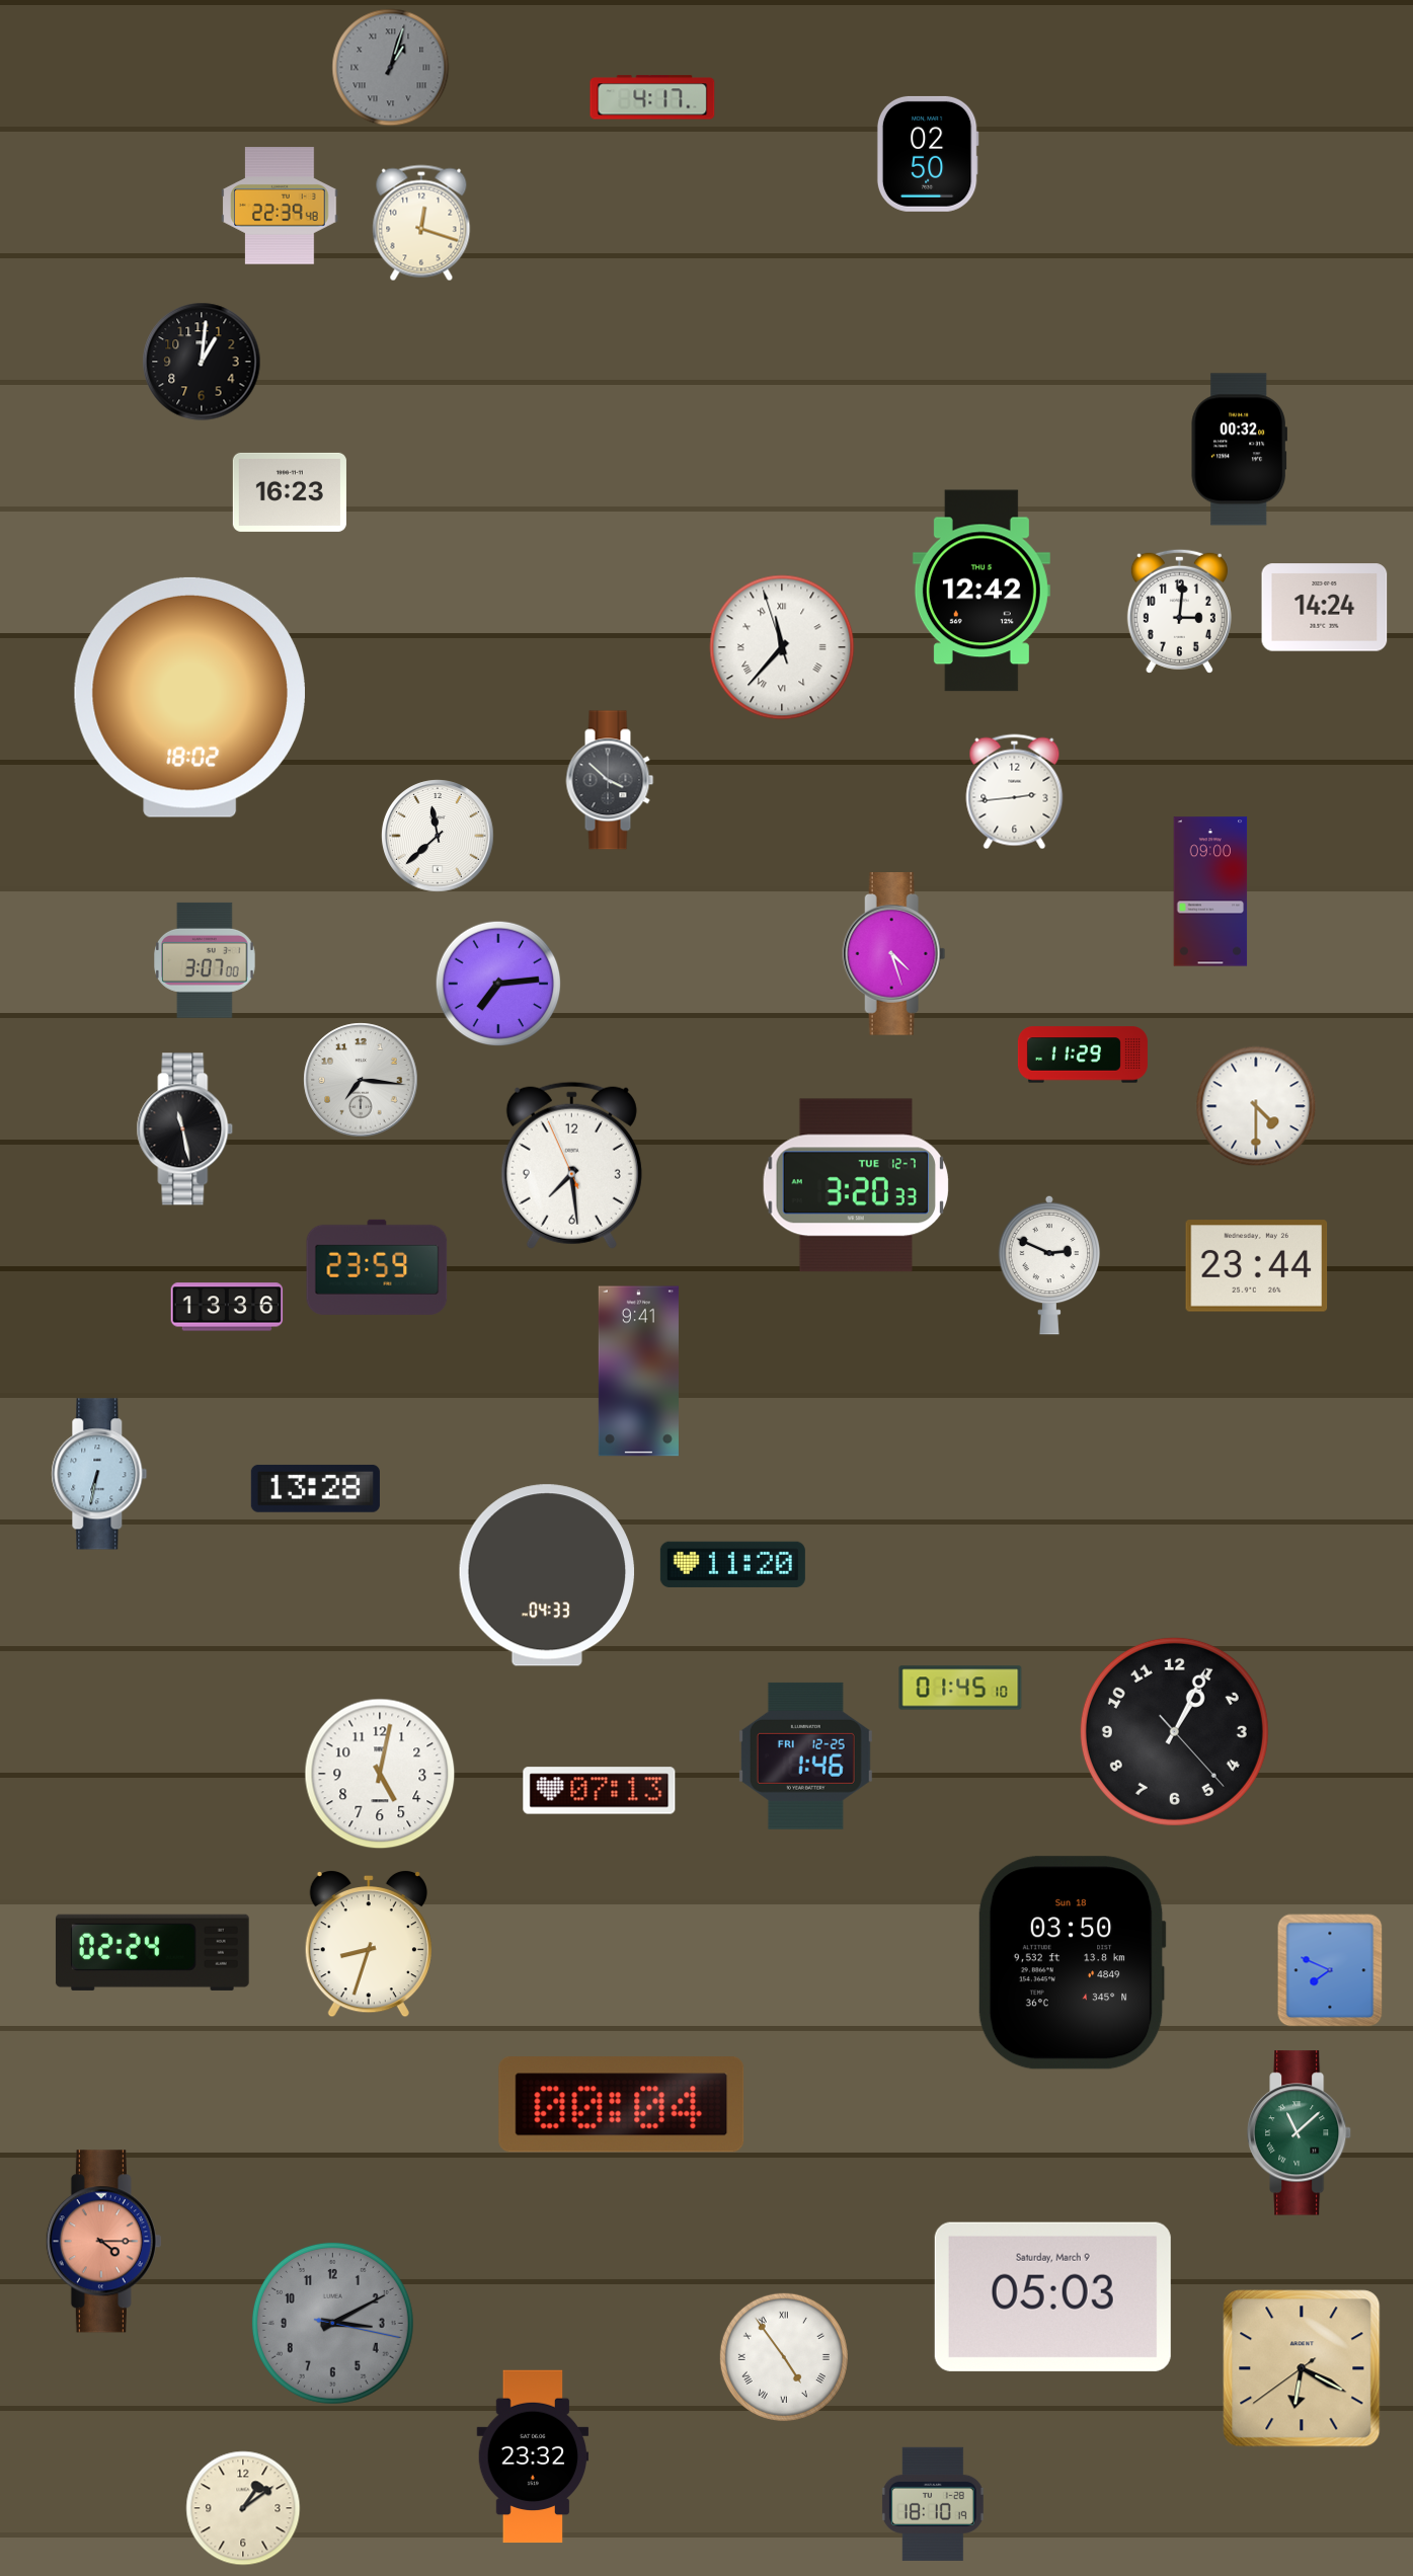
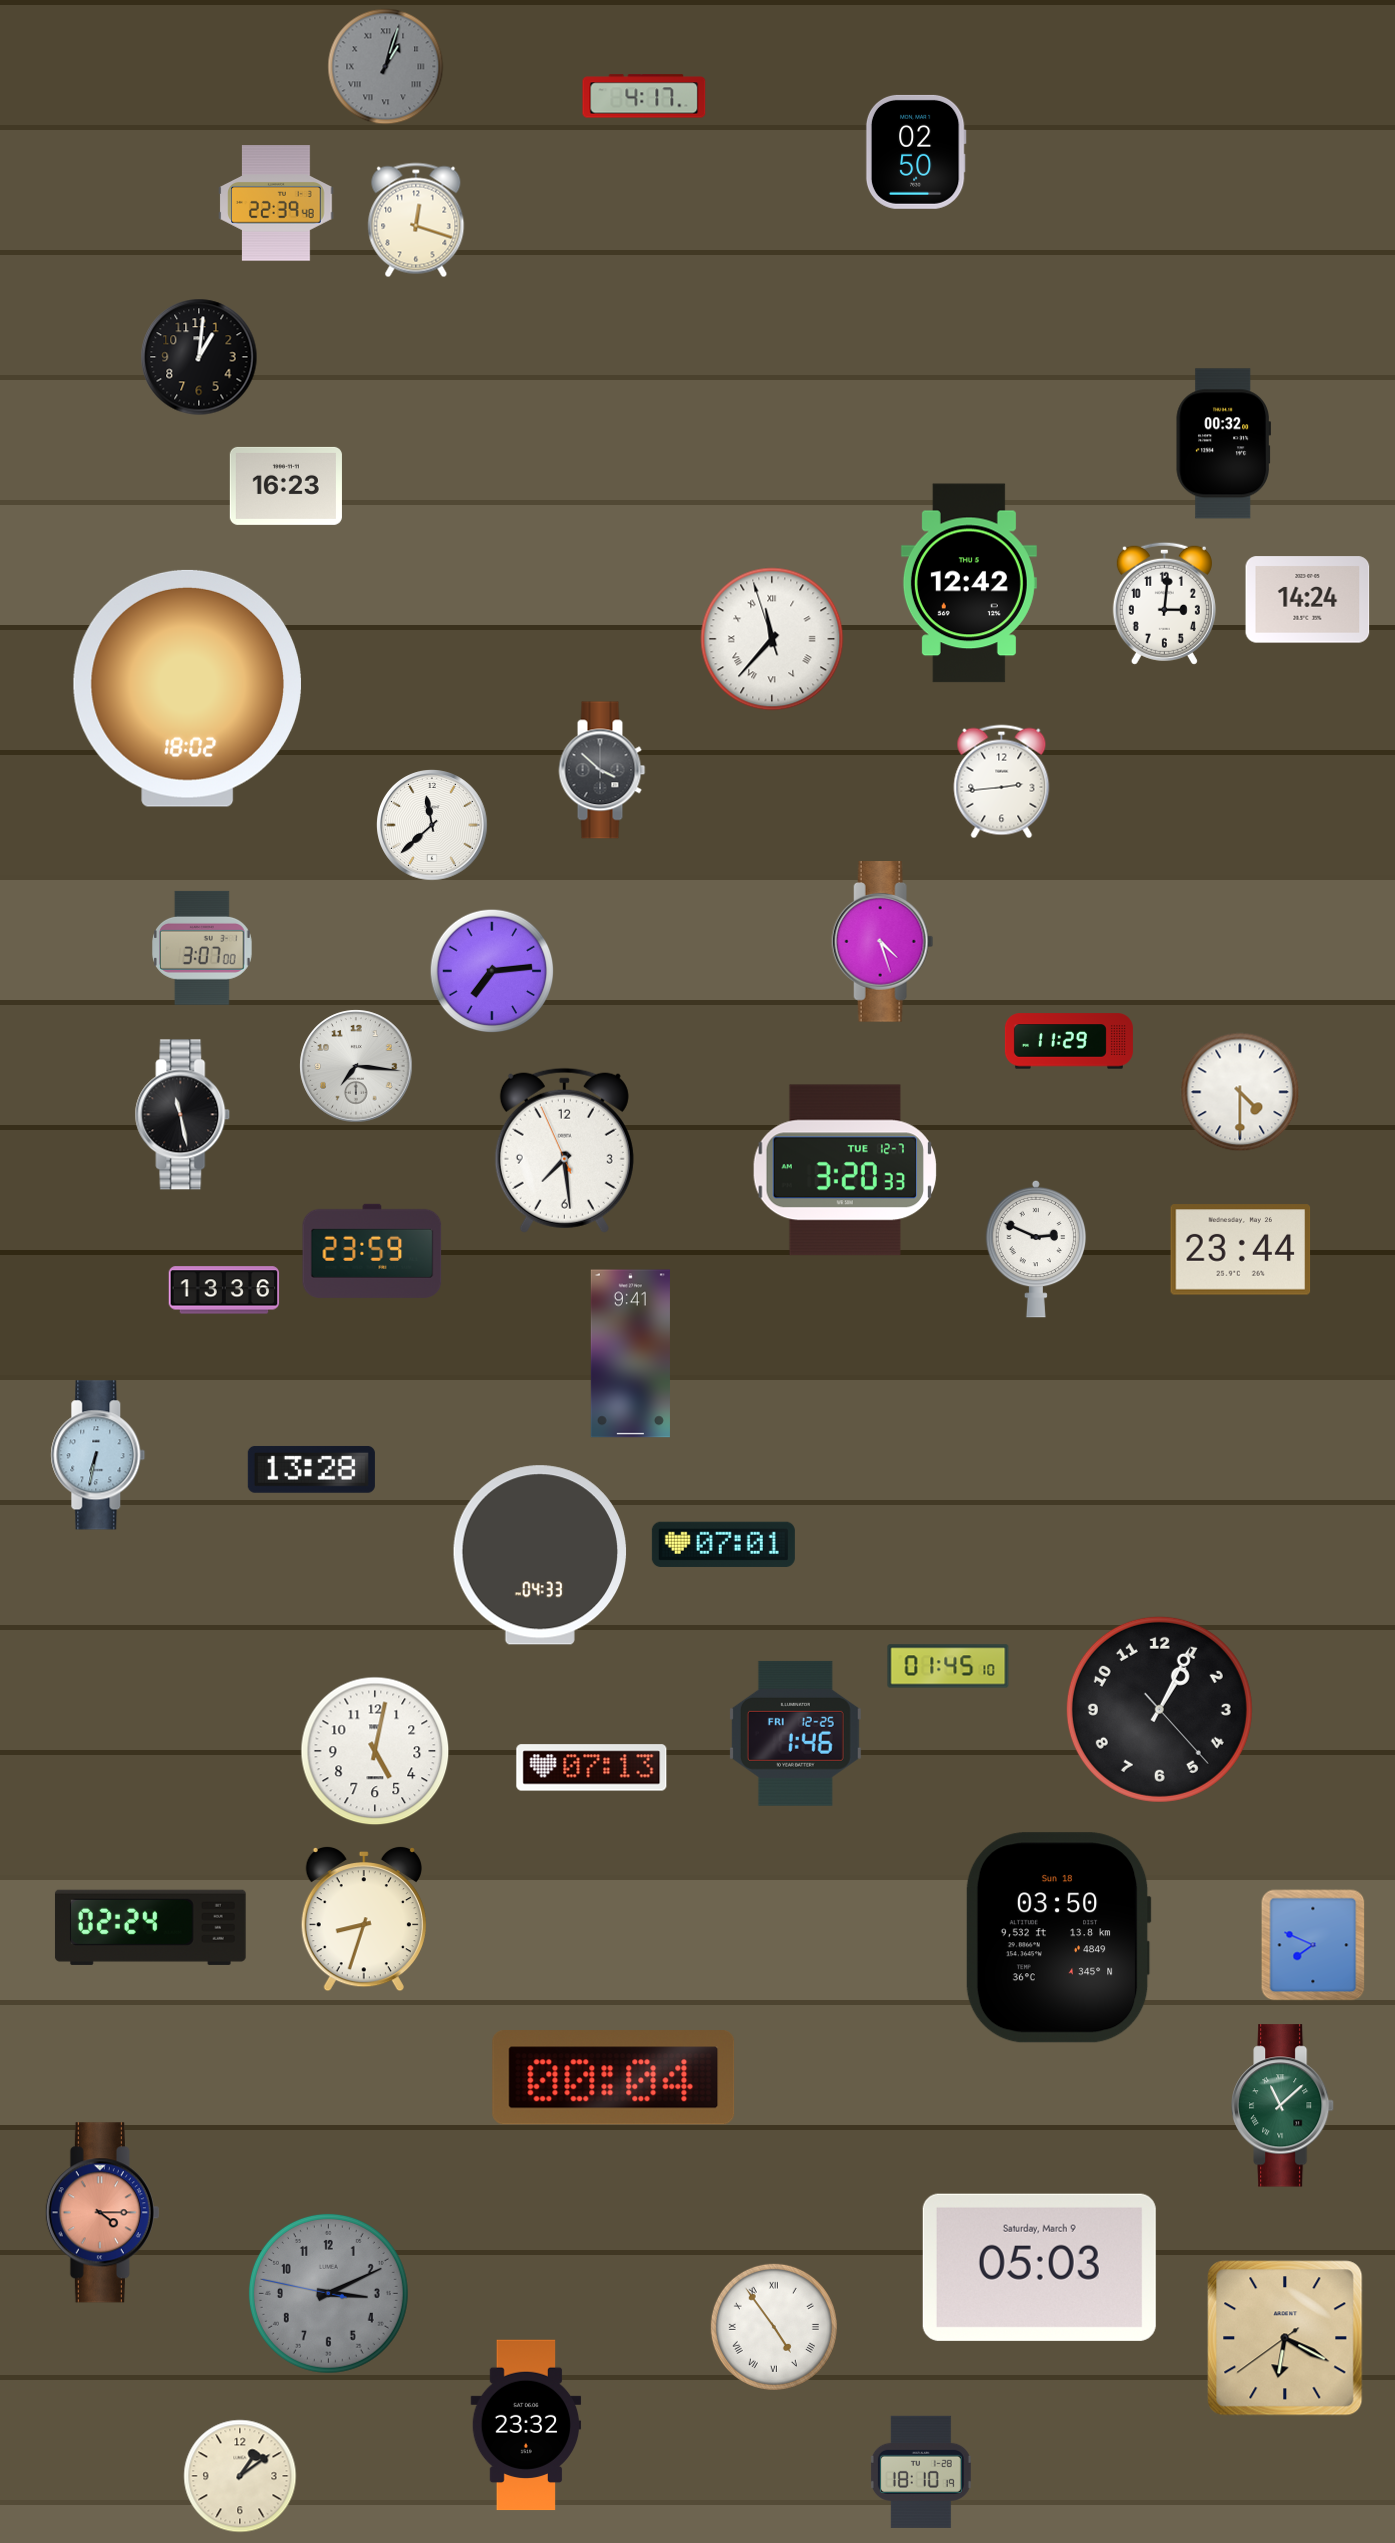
clock at (1210, 891): 09:00 -> none
clock at (732, 1564): 11:20 -> 07:01
clock at (332, 2323): 3:10:17 -> 3:10:47
